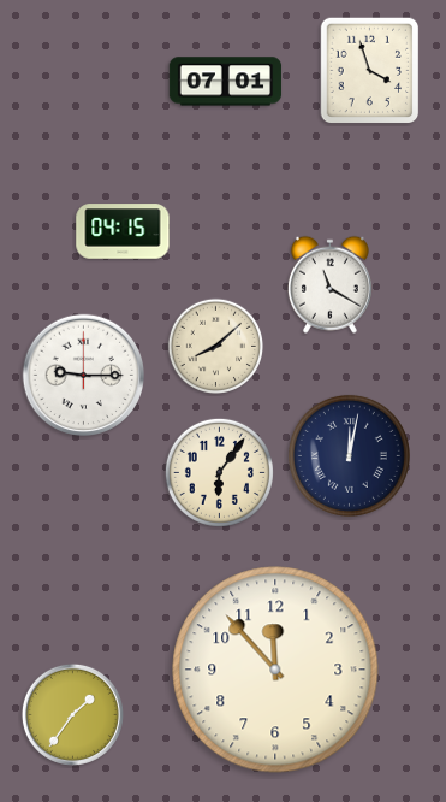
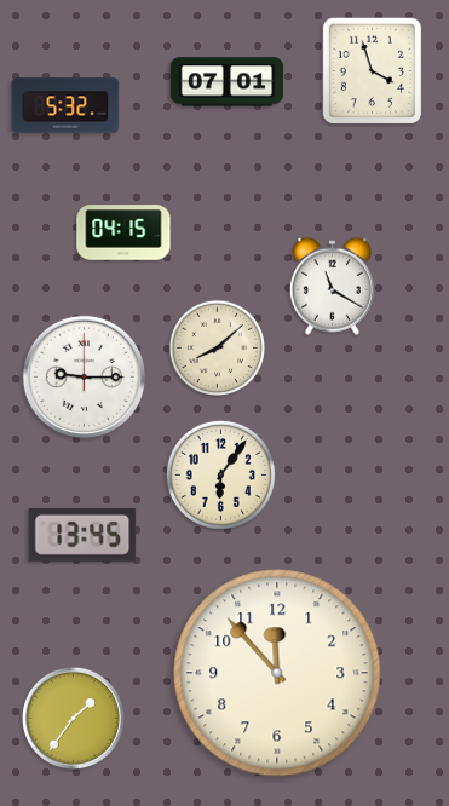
clock at (65, 105): none -> 5:32
clock at (349, 455): 12:02 -> none
clock at (82, 535): none -> 13:45
